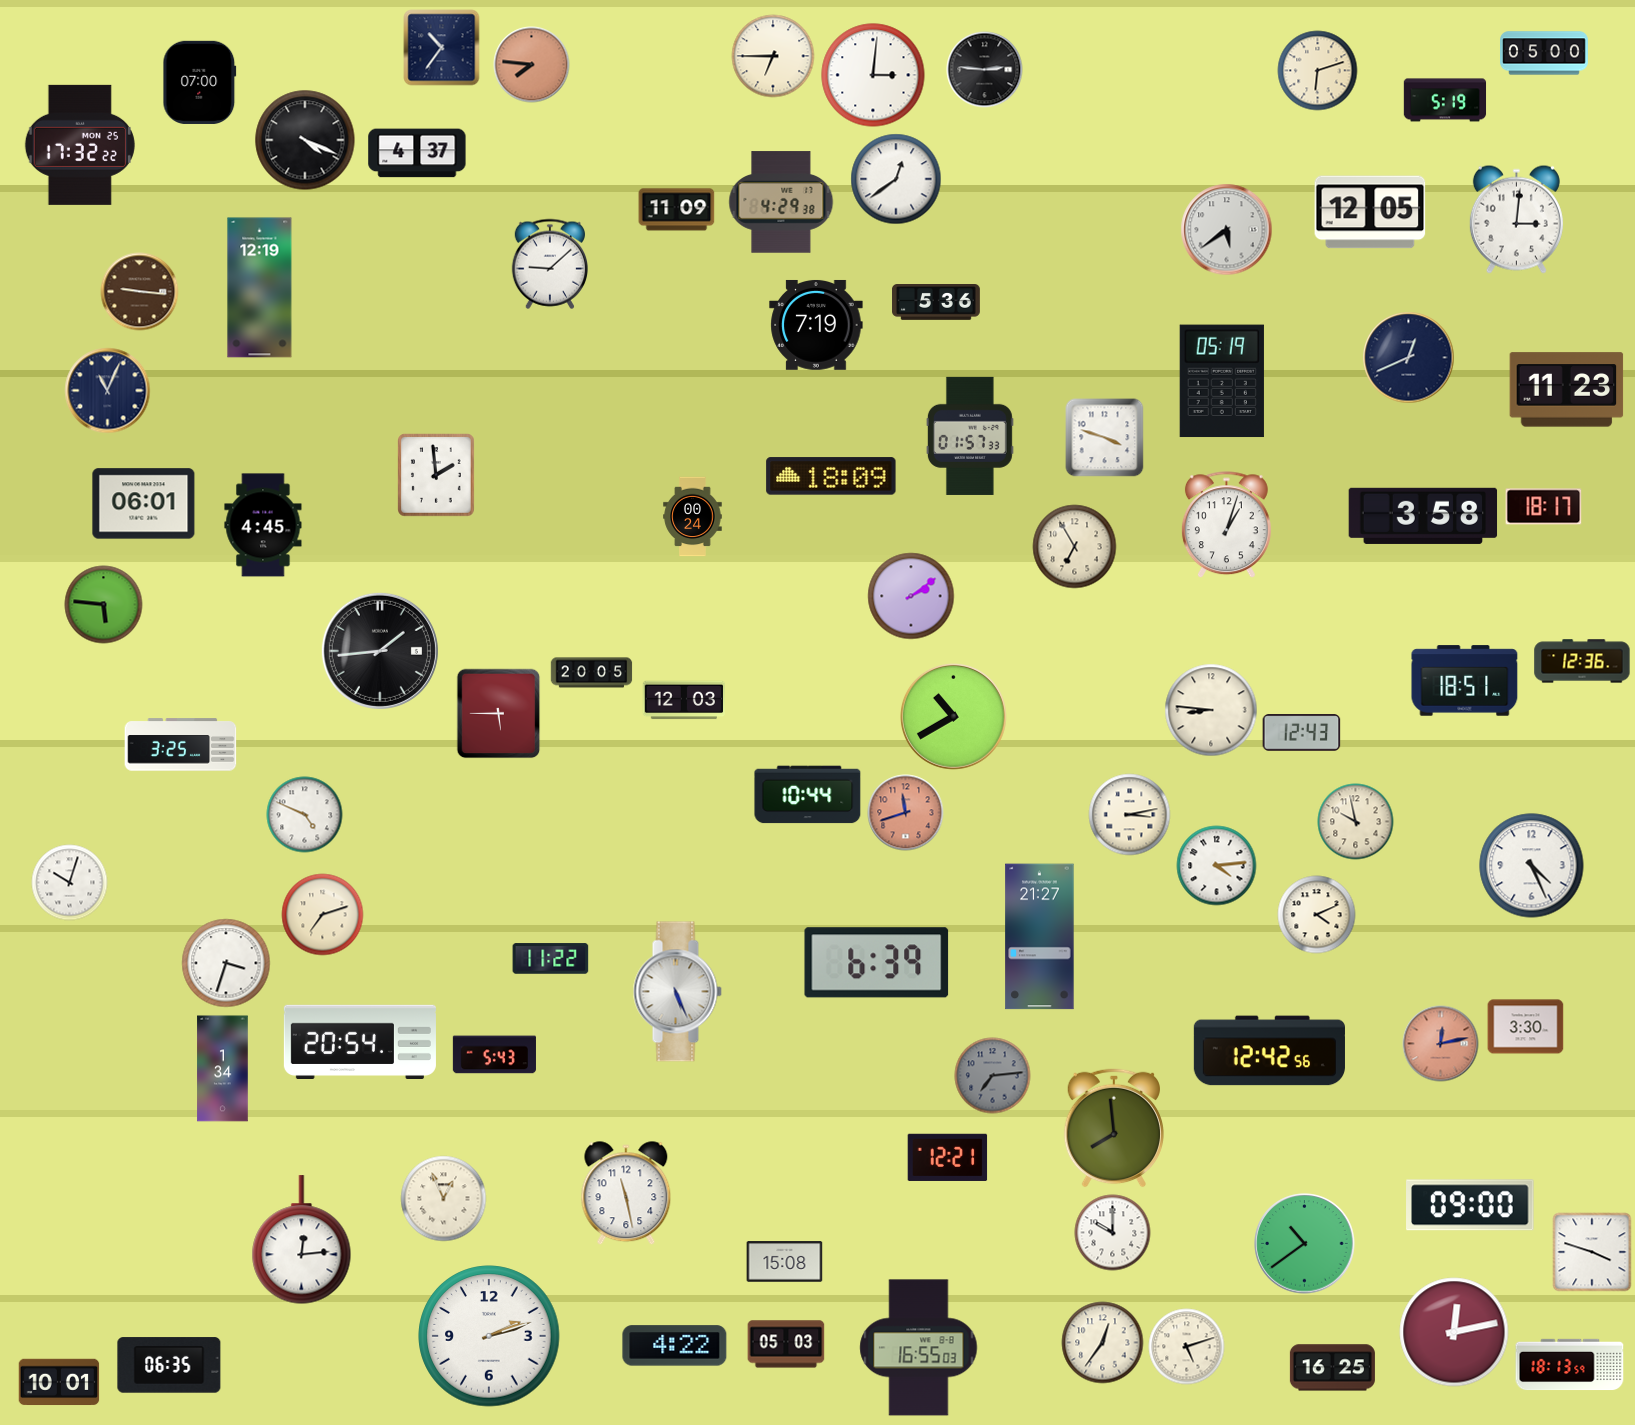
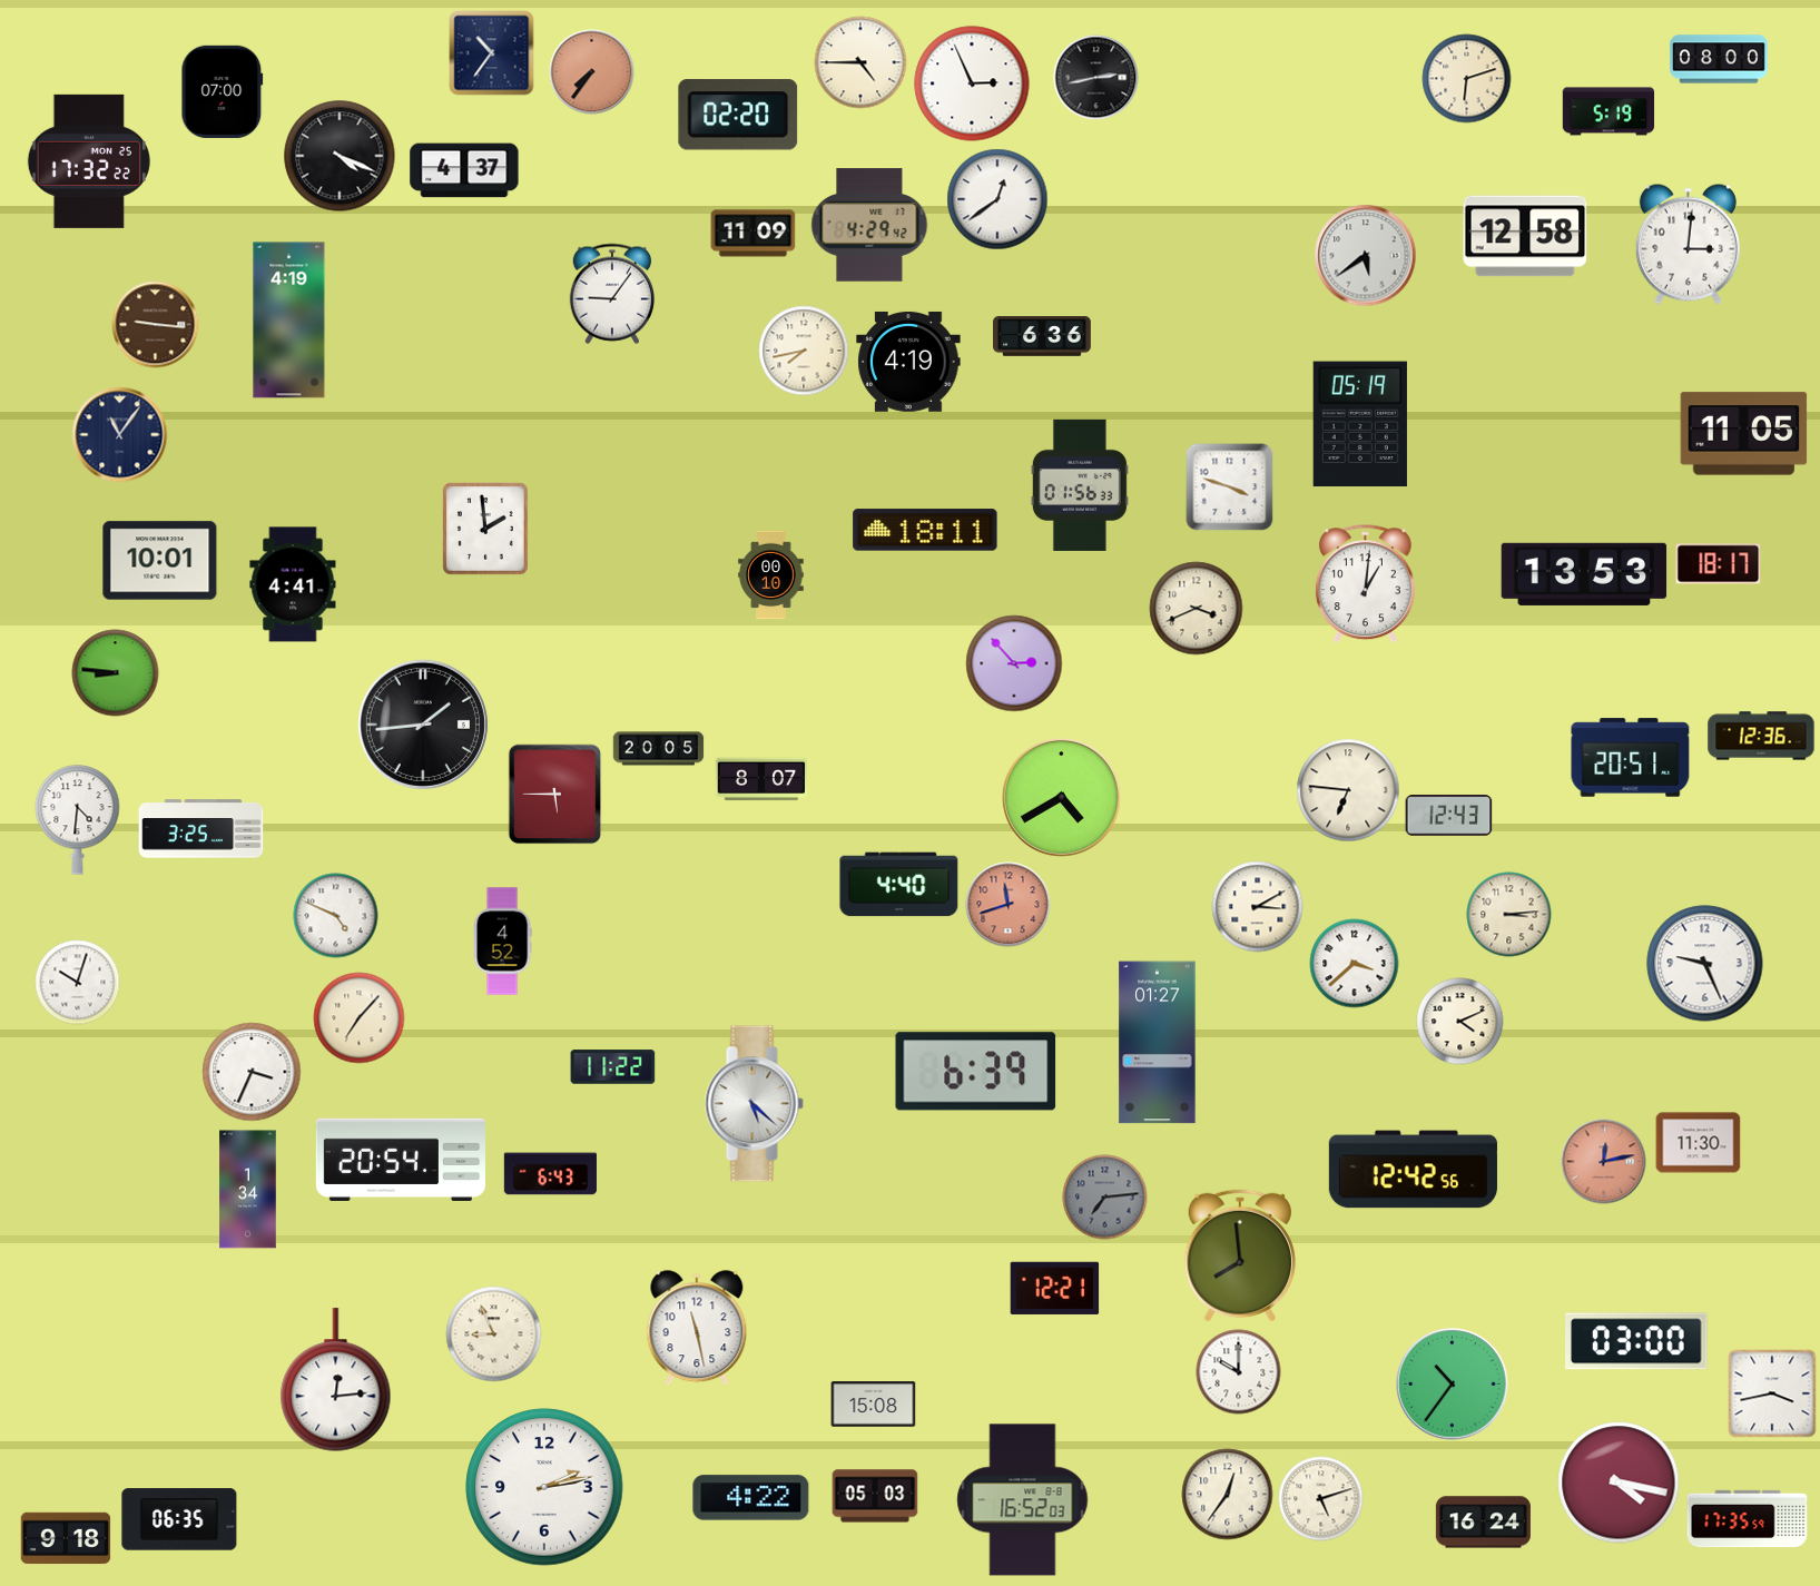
clock at (1545, 53): 05:00 -> 08:00
clock at (773, 56): 6:45 -> 4:45
clock at (532, 65): 7:46 -> 7:36
clock at (985, 70): 2:46 -> 2:43
clock at (873, 75): 3:01 -> 2:56
clock at (738, 115): none -> 02:20
clock at (781, 202): 4:29:38 -> 4:29:42
clock at (1370, 212): 12:05 -> 12:58
clock at (549, 264): 9:08 -> 9:06
clock at (260, 288): 12:19 -> 4:19
clock at (937, 303): 5:36 -> 6:36
clock at (804, 351): none -> 7:43
clock at (816, 325): 7:19 -> 4:19
clock at (1409, 358): 12:41 -> none
clock at (1567, 390): 11:23 -> 11:05
clock at (108, 391): 11:04 -> 11:06
clock at (970, 436): 01:57 -> 01:56
clock at (831, 476): 18:09 -> 18:11
clock at (144, 504): 06:01 -> 10:01
clock at (1423, 516): 3:58 -> 13:53
clock at (693, 517): 00:24 -> 00:10
clock at (263, 525): 4:45 -> 4:41
clock at (1226, 525): 1:03 -> 1:01
clock at (1075, 547): 6:55 -> 3:41
clock at (911, 596): 2:09 -> 2:53
clock at (104, 605): 5:46 -> 8:46
clock at (1465, 681): 18:51 -> 20:51
clock at (683, 700): 12:03 -> 8:07
clock at (1211, 710): 8:46 -> 6:46
clock at (954, 717): 10:40 -> 4:40
clock at (78, 820): none -> 4:31
clock at (808, 795): 10:44 -> 4:40
clock at (305, 815) position: (305, 815) -> (336, 916)
clock at (1130, 815): 3:13 -> 3:10
clock at (1356, 822): 9:58 -> 3:14
clock at (502, 942): none -> 4:52
clock at (1217, 866): 4:14 -> 3:38
clock at (1532, 866): 4:26 -> 9:26
clock at (323, 915): 7:12 -> 7:07
clock at (1317, 915) position: (1317, 915) -> (1460, 1022)
clock at (1040, 937): 21:27 -> 01:27
clock at (226, 963): 3:33 -> 3:34
clock at (677, 992): 5:26 -> 5:22
clock at (1526, 1027): 3:30 -> 11:30
clock at (494, 1055): 5:43 -> 6:43
clock at (444, 1199): 12:56 -> 8:56
clock at (1470, 1205): 09:00 -> 03:00
clock at (1305, 1244): 10:39 -> 10:36
clock at (1592, 1252): 3:48 -> 3:43
clock at (1454, 1332): 12:13 -> 4:17
clock at (489, 1336): 2:12 -> 2:13
clock at (919, 1348): 16:55 -> 16:52
clock at (169, 1365) position: (169, 1365) -> (179, 1519)
clock at (1570, 1365): 18:13 -> 17:35
clock at (1332, 1368): 16:25 -> 16:24
clock at (59, 1382): 10:01 -> 9:18
